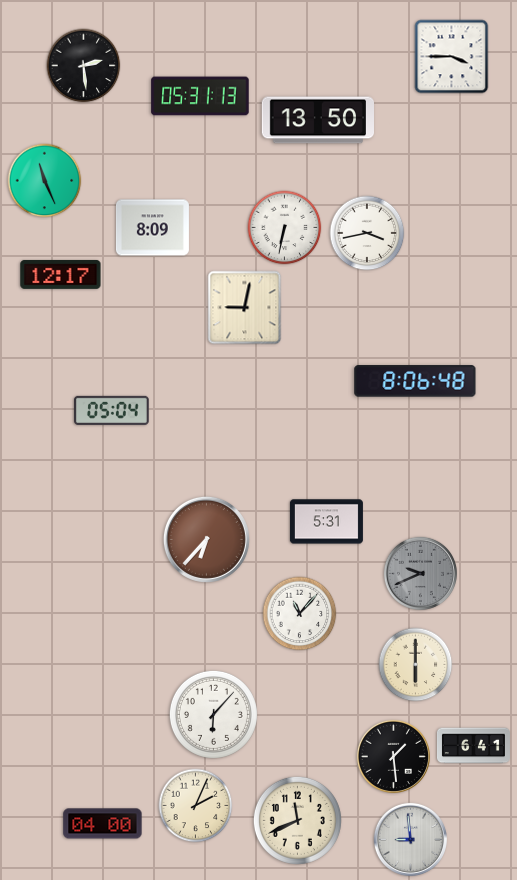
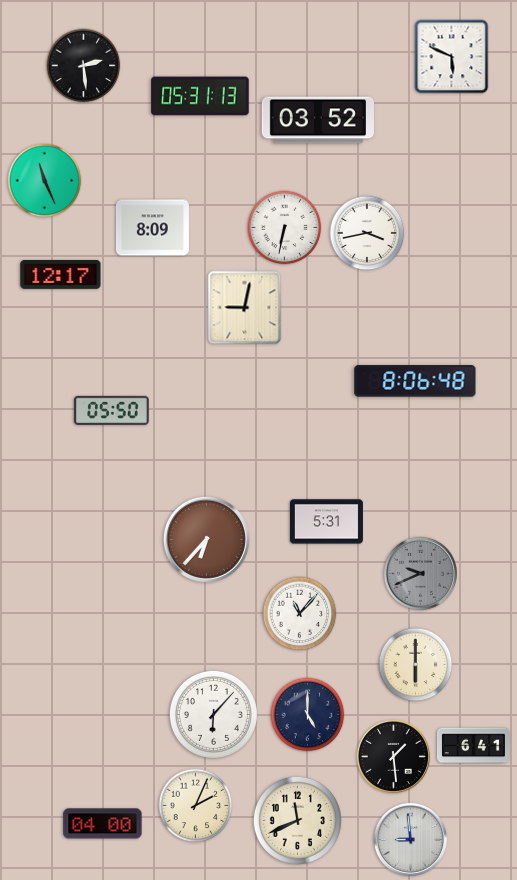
clock at (452, 57): 3:45 -> 5:49
clock at (317, 120): 13:50 -> 03:52
clock at (112, 410): 05:04 -> 05:50
clock at (308, 715): none -> 5:00
